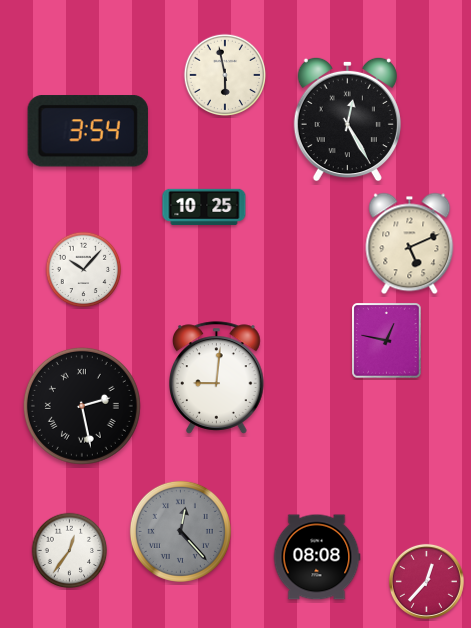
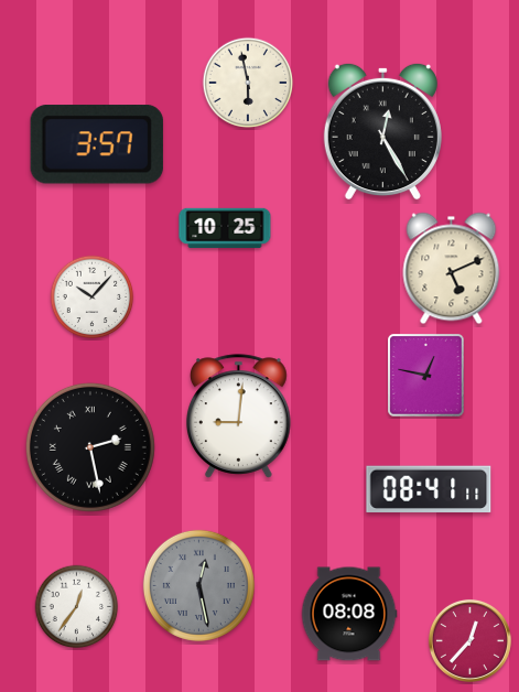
clock at (88, 131): 3:54 -> 3:57
clock at (429, 488): none -> 08:41
clock at (180, 531): 12:23 -> 12:28
